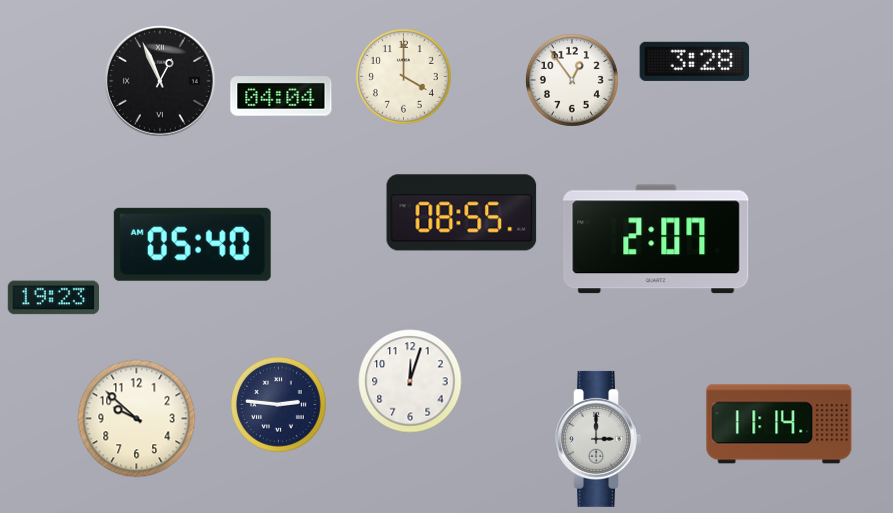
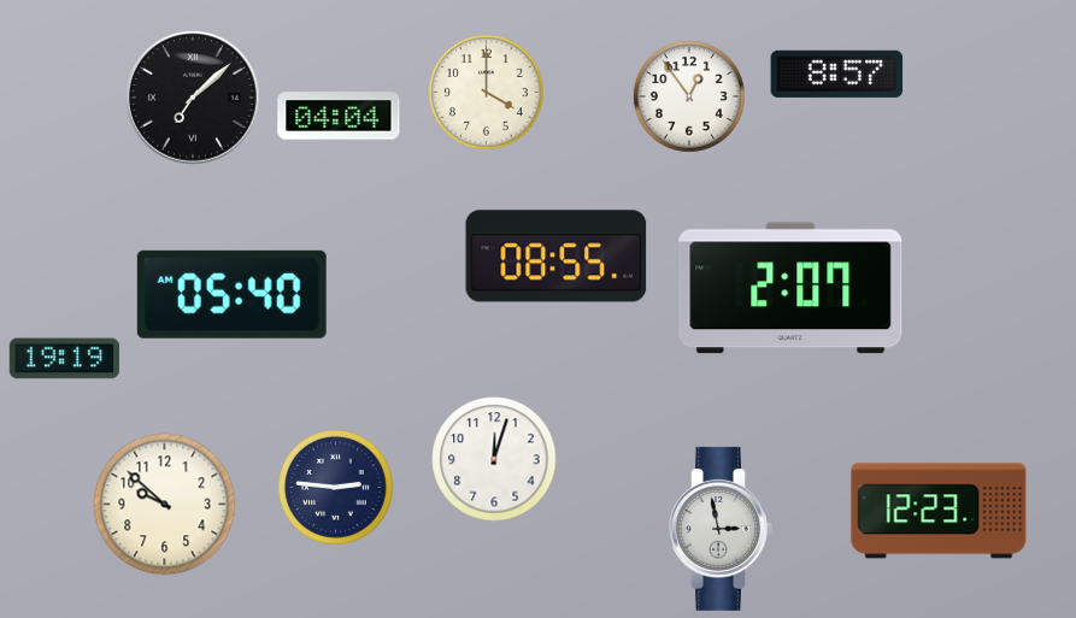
clock at (695, 61): 3:28 -> 8:57
clock at (161, 82): 12:56 -> 7:08
clock at (53, 298): 19:23 -> 19:19
clock at (779, 424): 11:14 -> 12:23
clock at (598, 439): 3:00 -> 2:58
